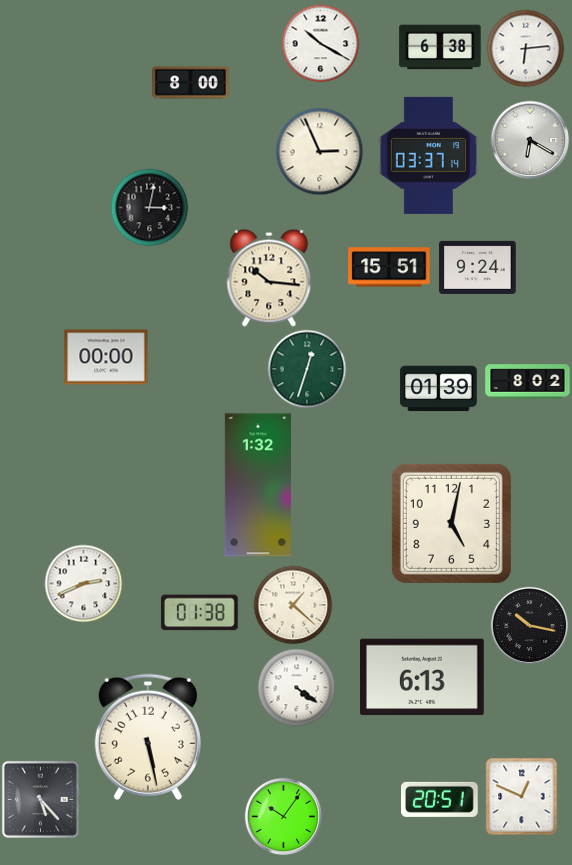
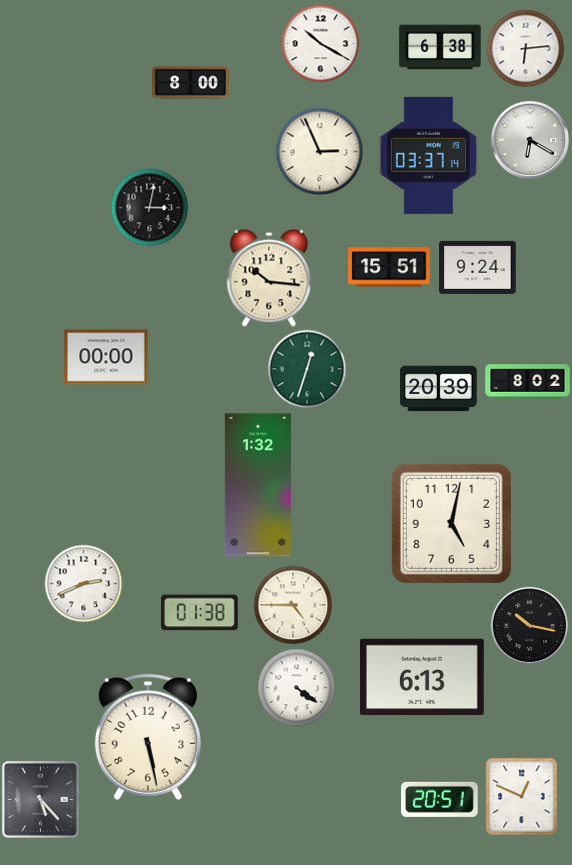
clock at (439, 389): 01:39 -> 20:39
clock at (293, 605): 1:22 -> 4:45
clock at (283, 816): 10:06 -> none
